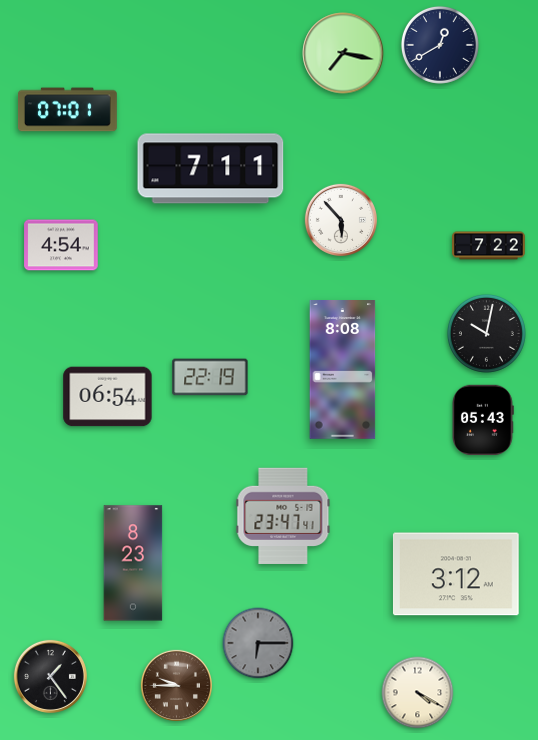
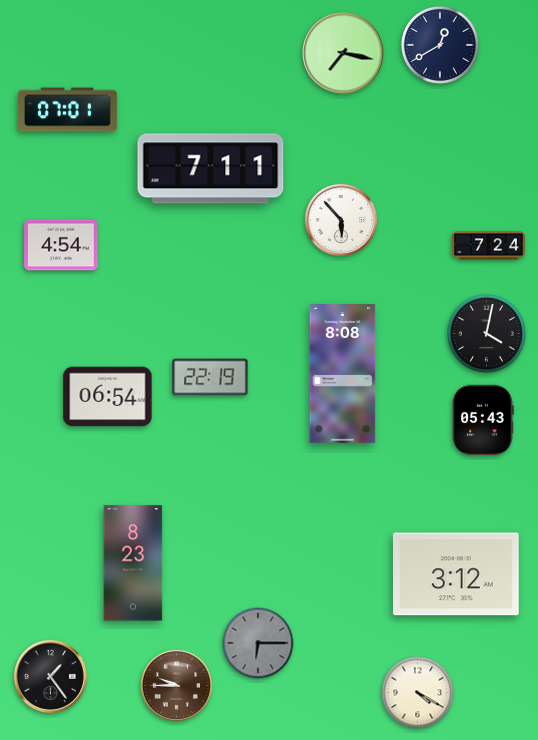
clock at (489, 246): 7:22 -> 7:24
clock at (486, 333): 10:02 -> 4:02
clock at (343, 370) position: (343, 370) -> (343, 374)
clock at (283, 515): 23:47 -> none
